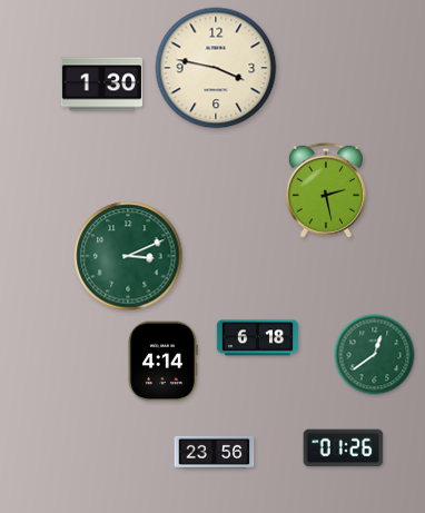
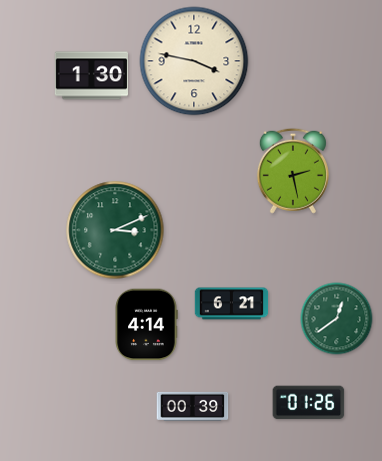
clock at (258, 338): 6:18 -> 6:21
clock at (215, 452): 23:56 -> 00:39
